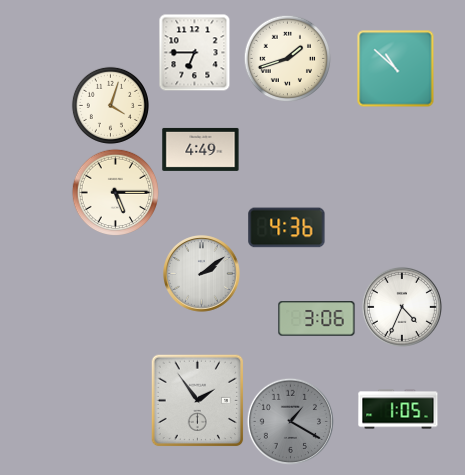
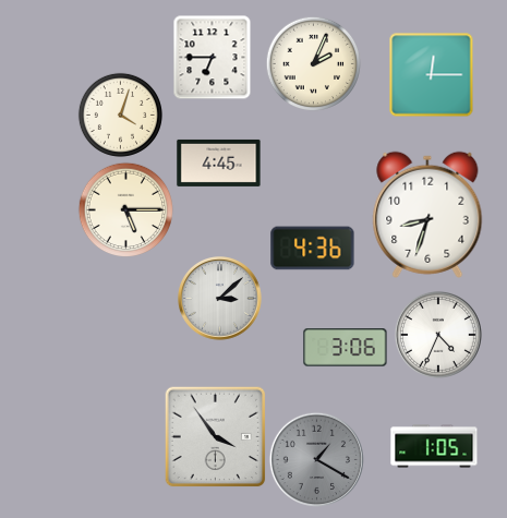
clock at (287, 58): 1:42 -> 2:04
clock at (395, 68): 10:52 -> 12:15
clock at (201, 149): 4:49 -> 4:45
clock at (427, 215): none -> 8:33
clock at (202, 274): 2:09 -> 3:08
clock at (197, 400): 1:54 -> 3:54
